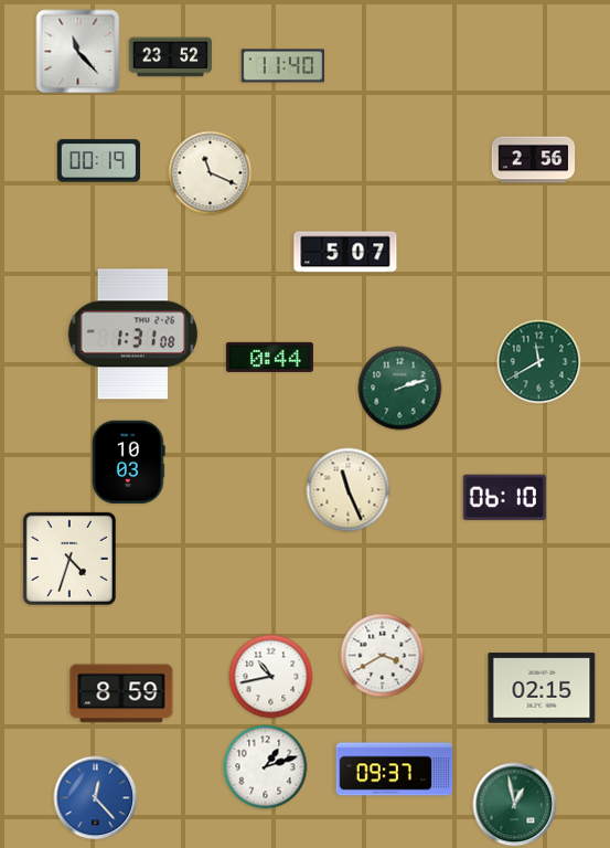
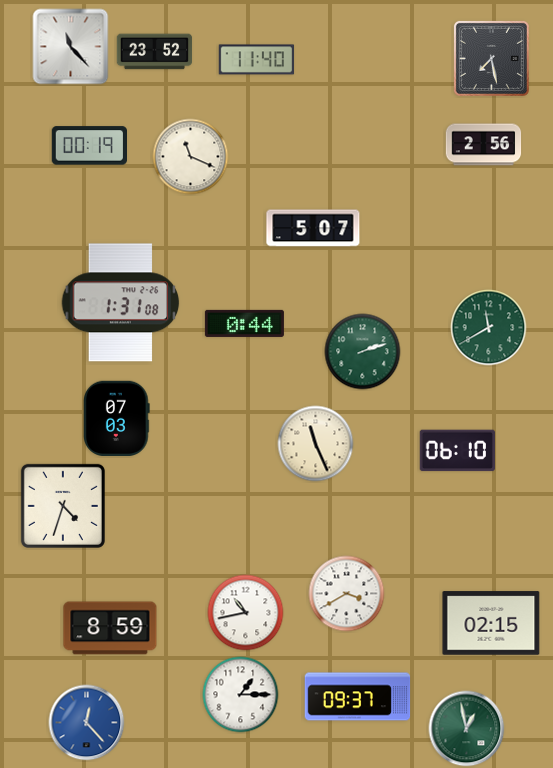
clock at (491, 58): none -> 7:28
clock at (129, 462): 10:03 -> 07:03
clock at (266, 767): 1:12 -> 1:15
